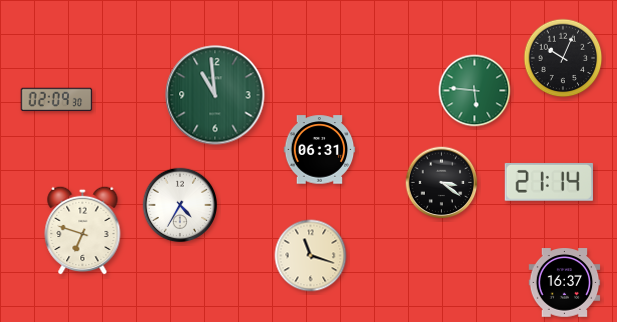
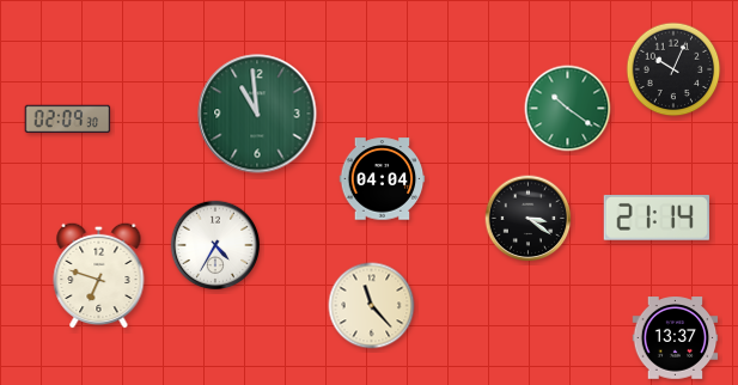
clock at (475, 91): 5:46 -> 10:21
clock at (320, 150): 06:31 -> 04:04
clock at (311, 256): 11:18 -> 11:23
clock at (565, 283): 16:37 -> 13:37
